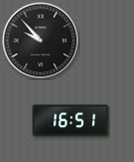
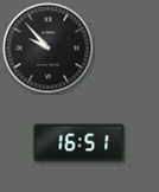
clock at (71, 121) position: (71, 121) -> (79, 143)
